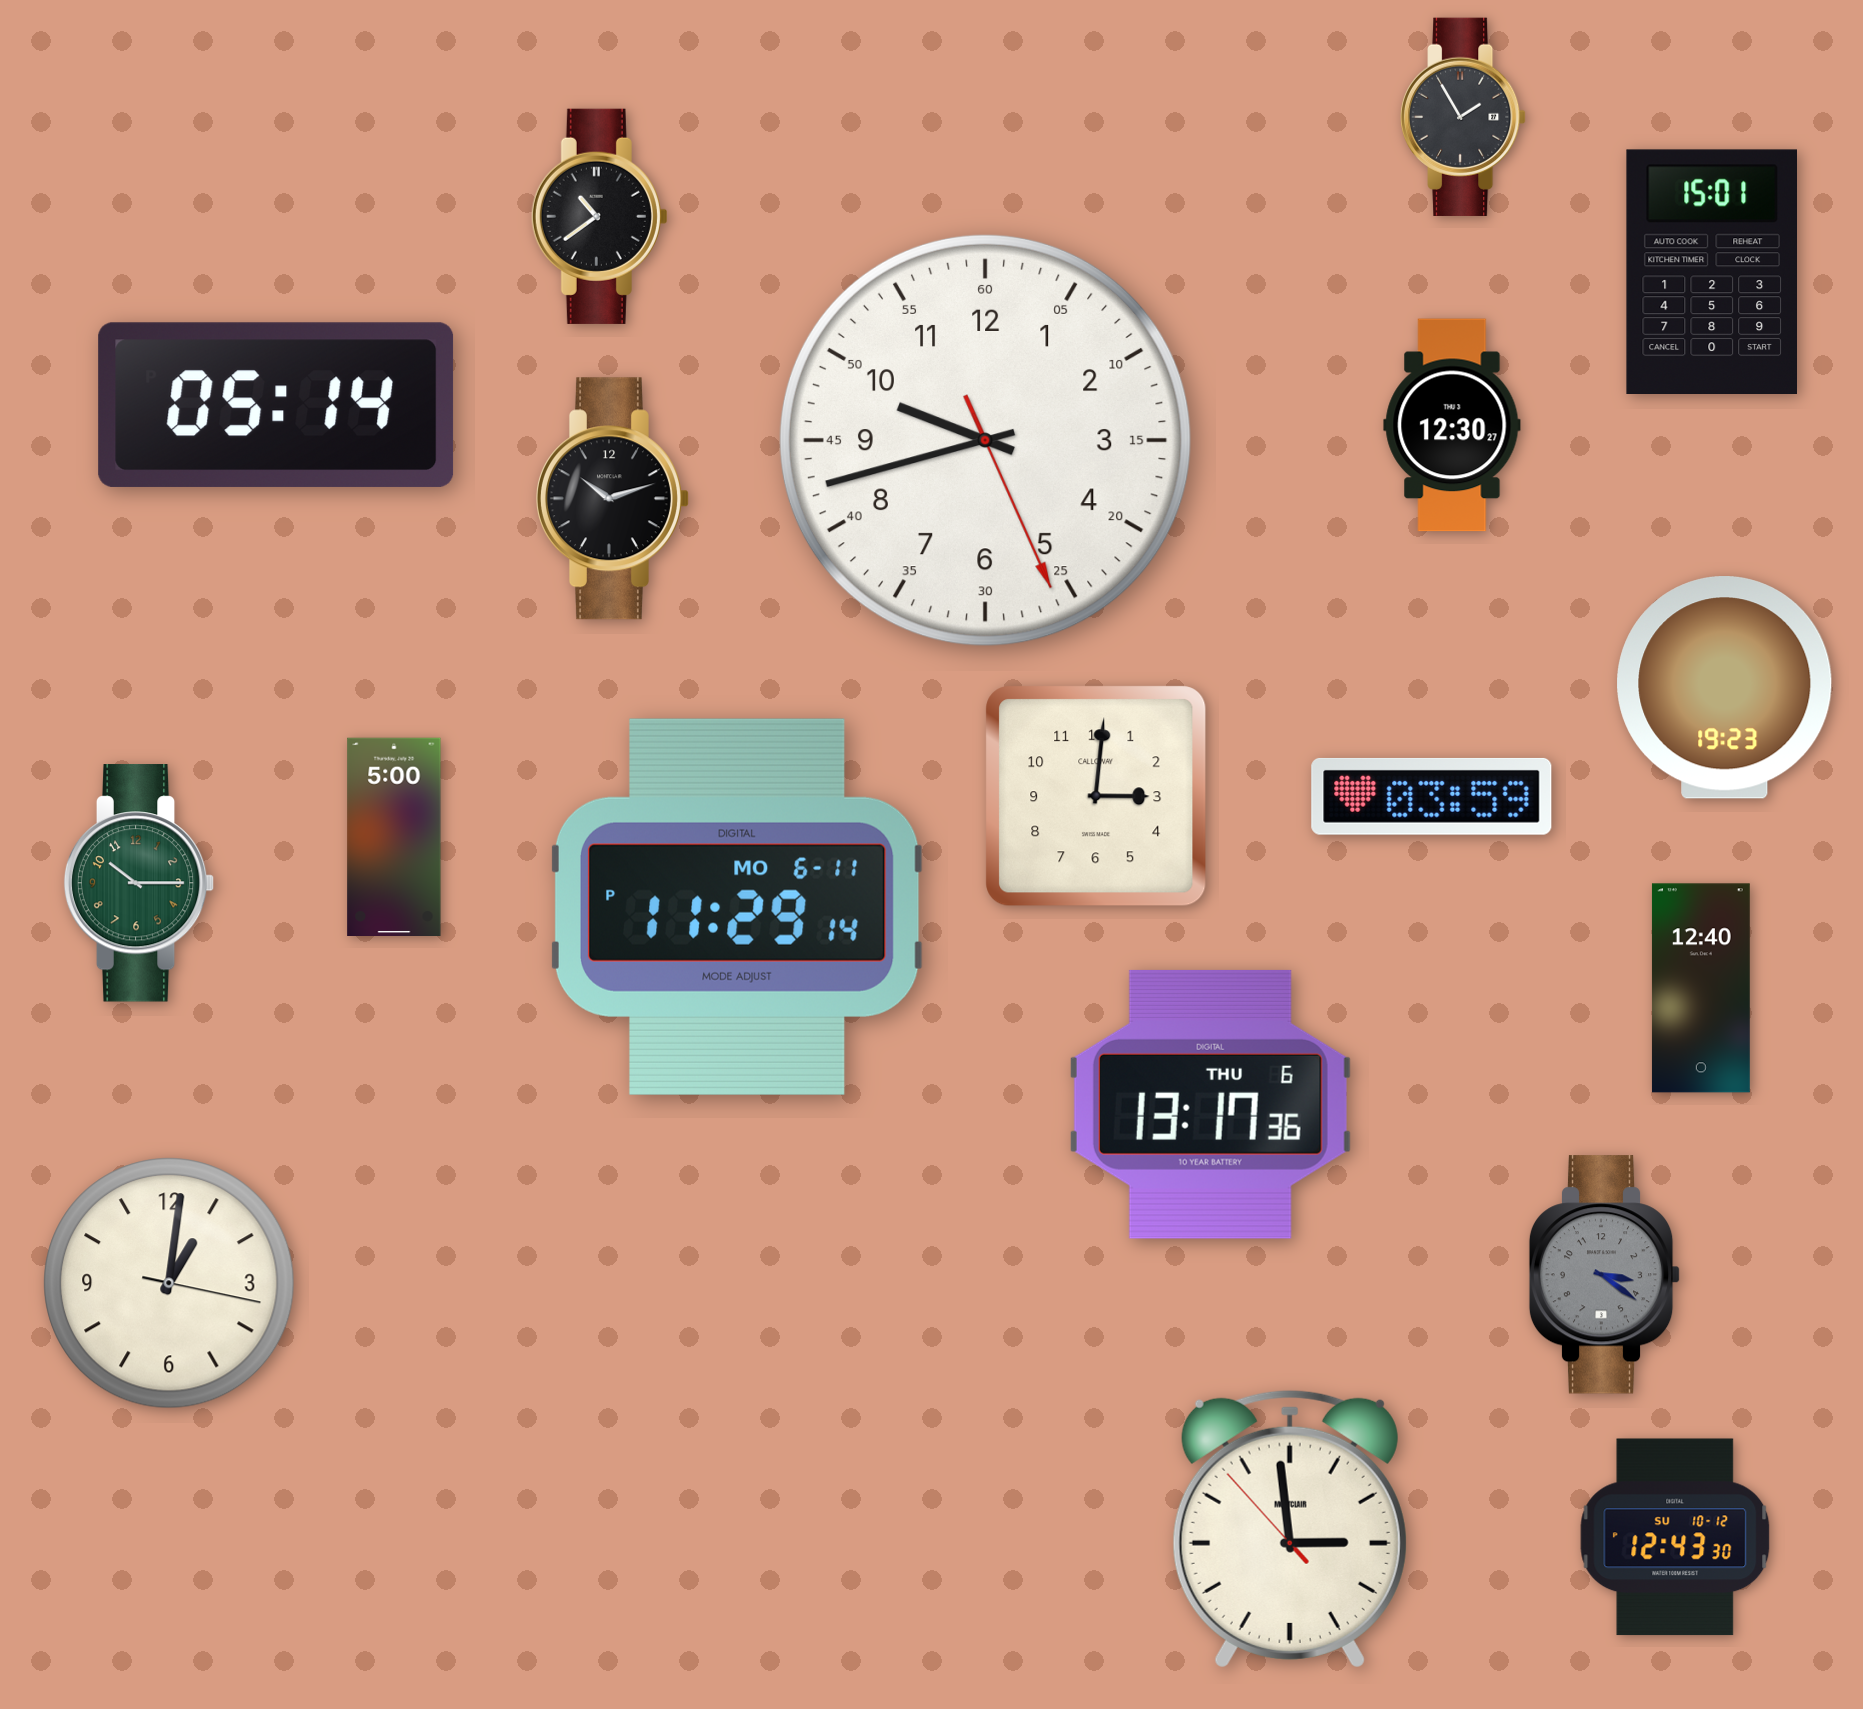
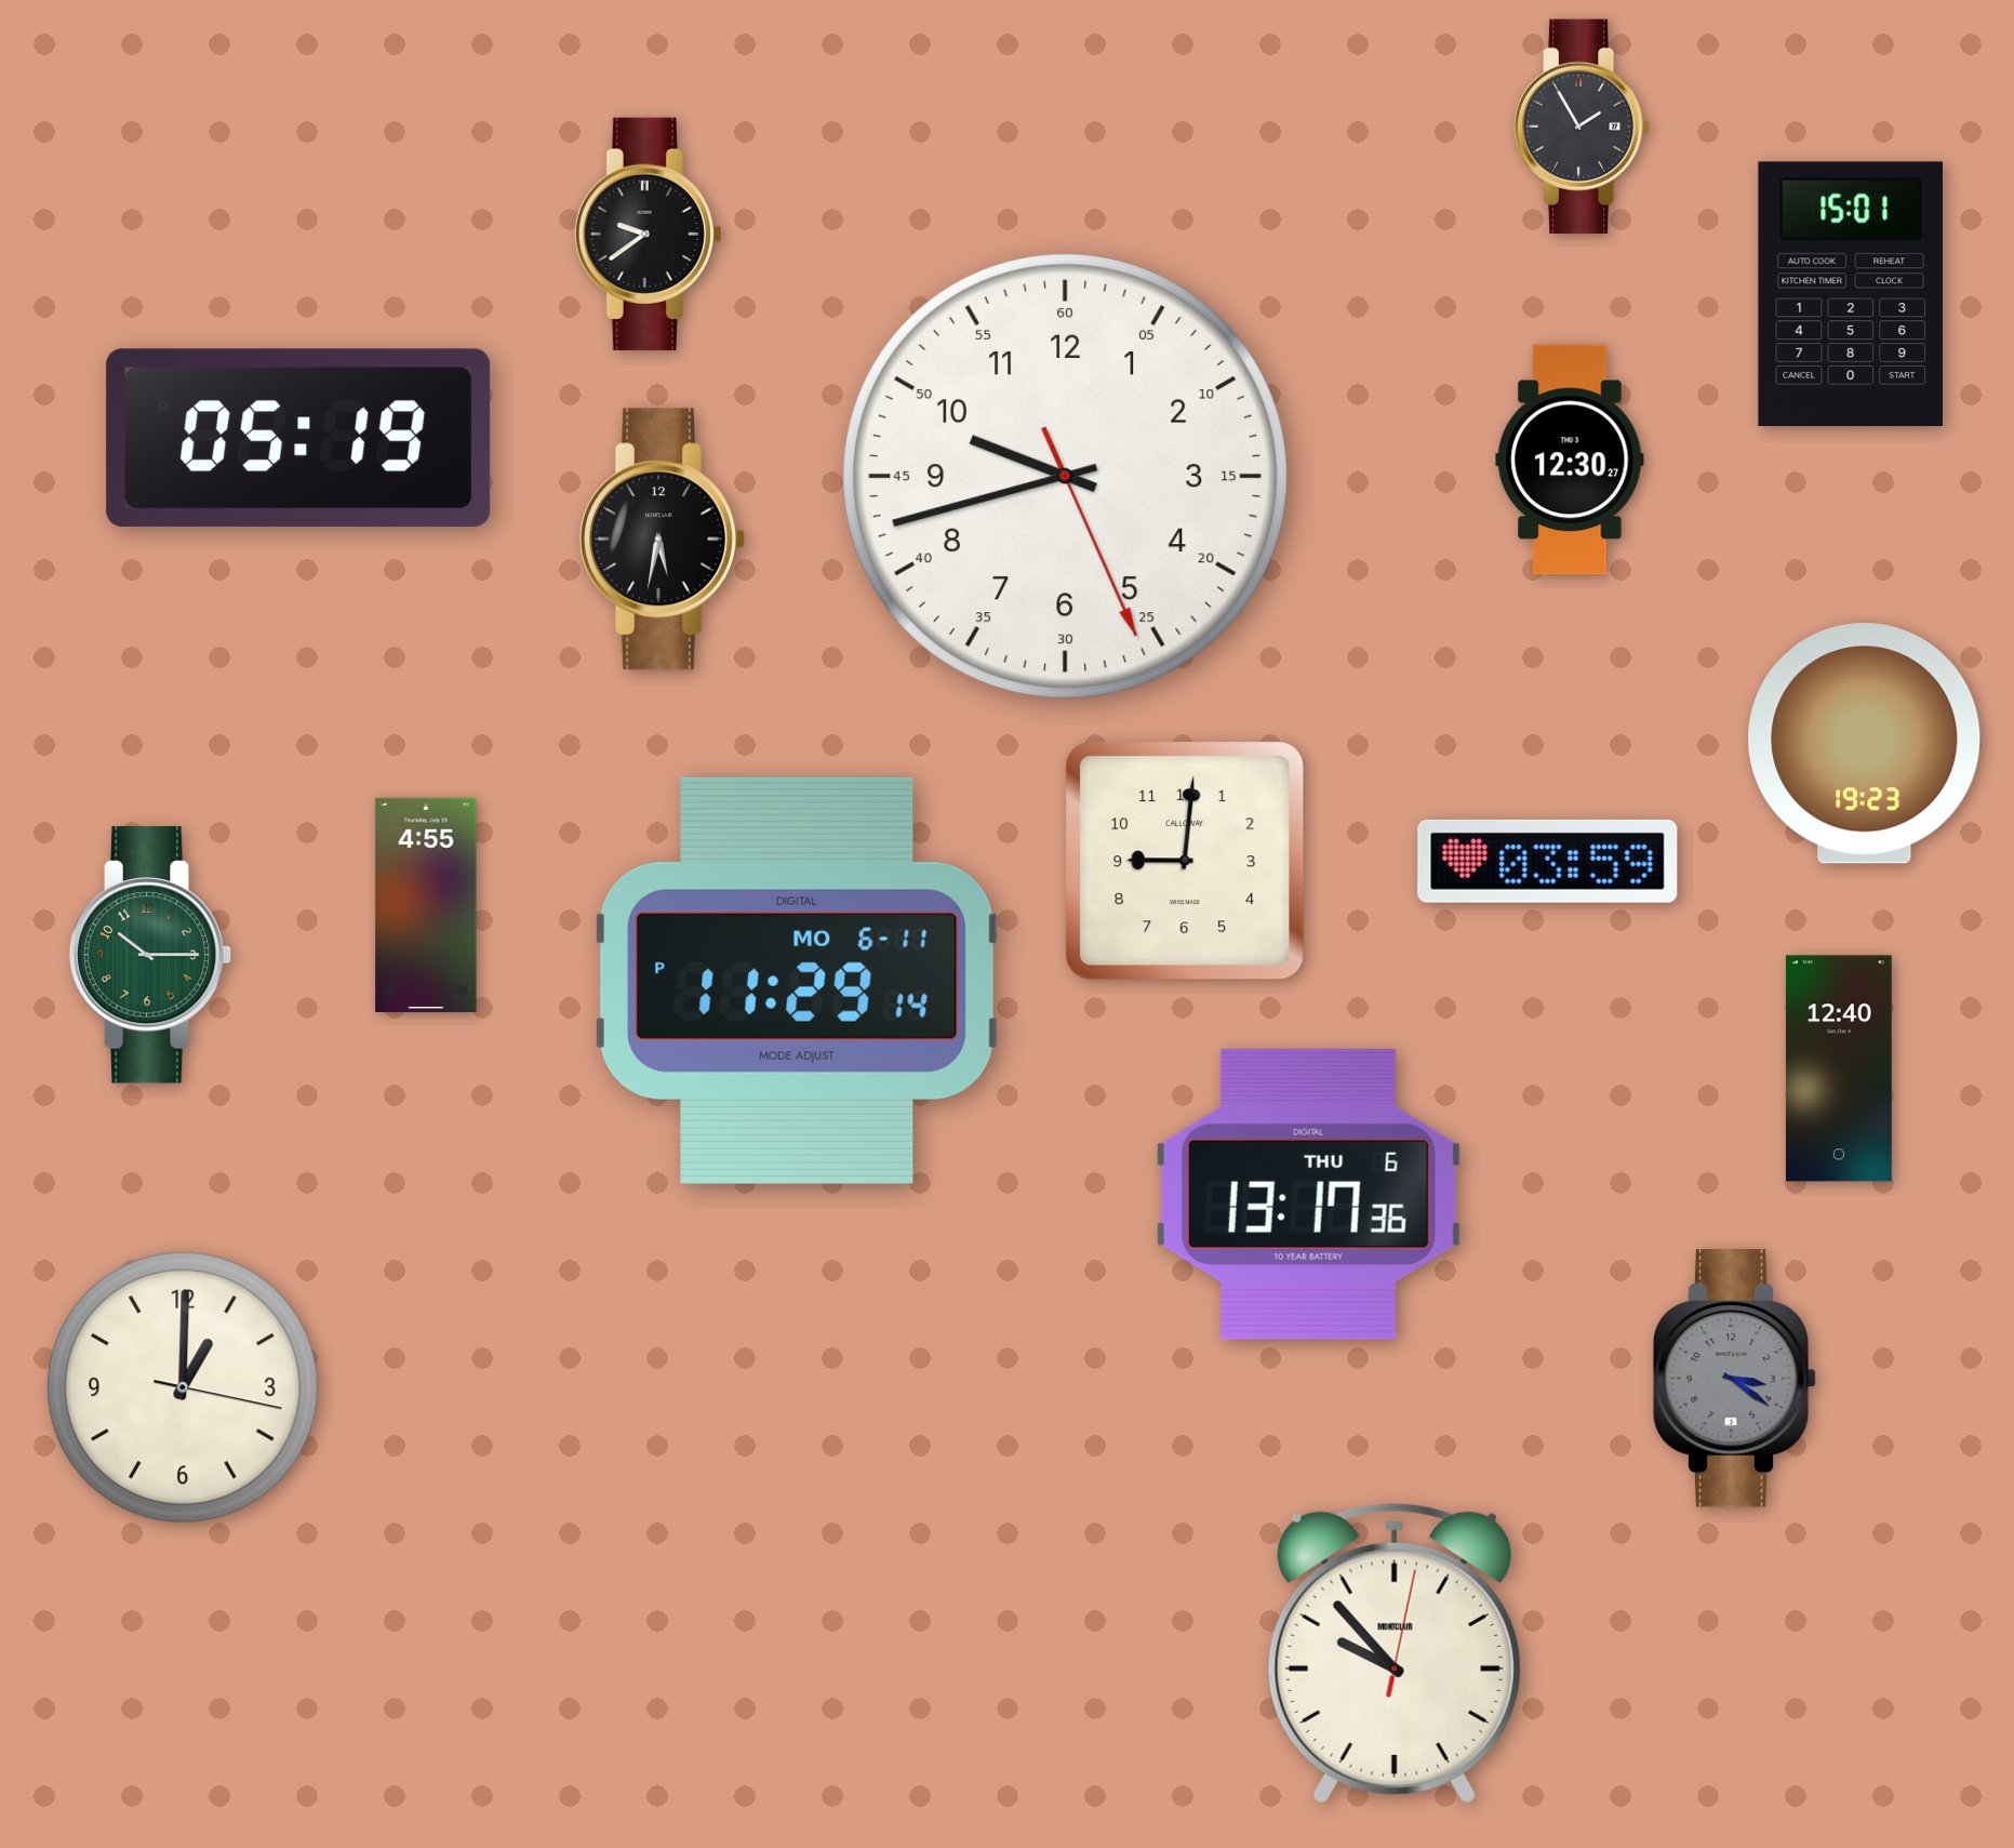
clock at (599, 216): 10:39 -> 9:39
clock at (276, 405): 05:14 -> 05:19
clock at (613, 499): 10:12 -> 5:32
clock at (1096, 796): 3:01 -> 9:01
clock at (394, 836): 5:00 -> 4:55
clock at (169, 1283): 1:01 -> 1:00
clock at (1290, 1529): 2:58 -> 9:53
clock at (1675, 1537): 12:43 -> none
